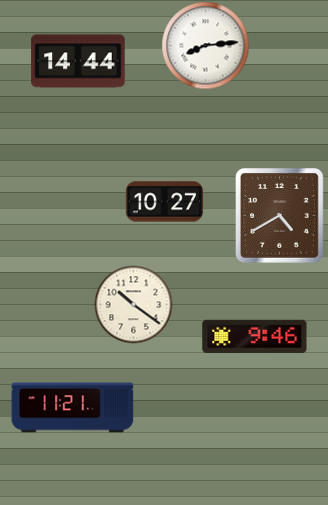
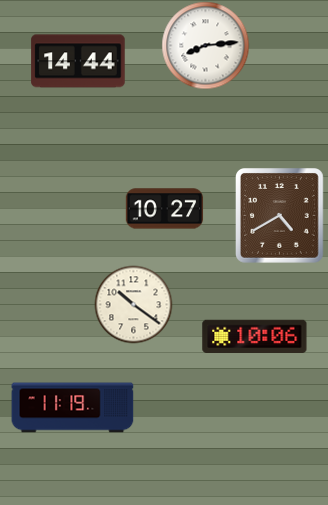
clock at (164, 202) position: (164, 202) -> (164, 209)
clock at (255, 337): 9:46 -> 10:06
clock at (73, 408): 11:21 -> 11:19
